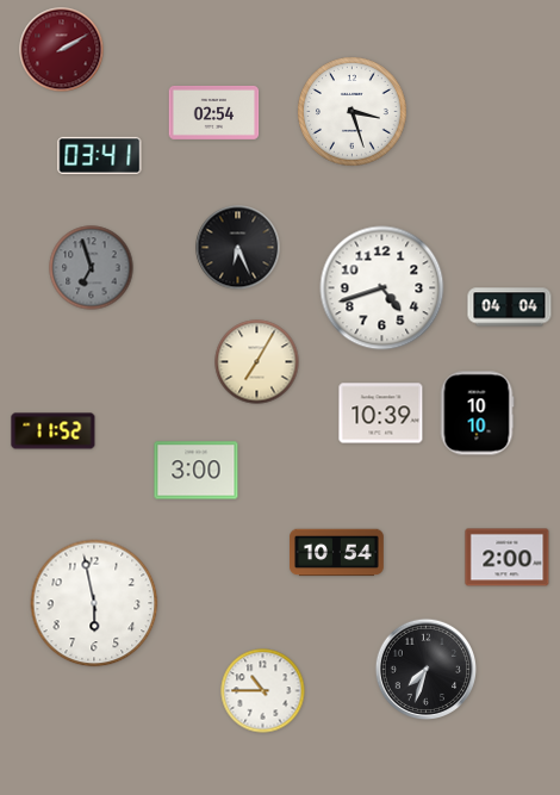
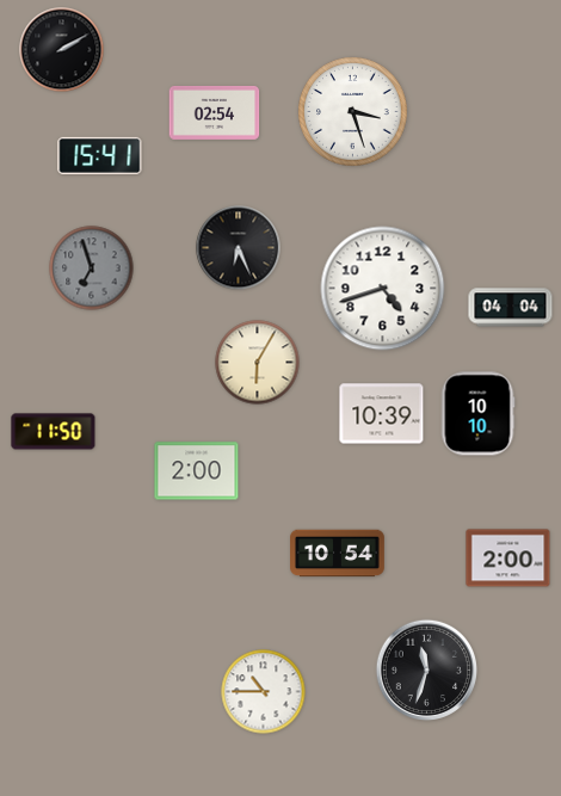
clock at (62, 50) dial: burgundy -> black
clock at (100, 155): 03:41 -> 15:41
clock at (257, 362): 7:05 -> 6:05
clock at (54, 431): 11:52 -> 11:50
clock at (197, 471): 3:00 -> 2:00
clock at (94, 603): 5:58 -> none
clock at (425, 669): 7:33 -> 11:33
